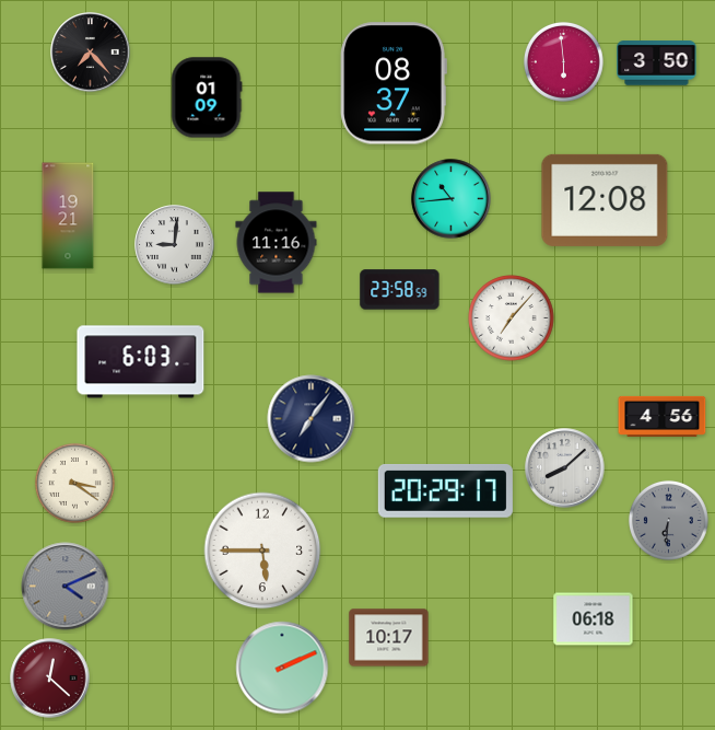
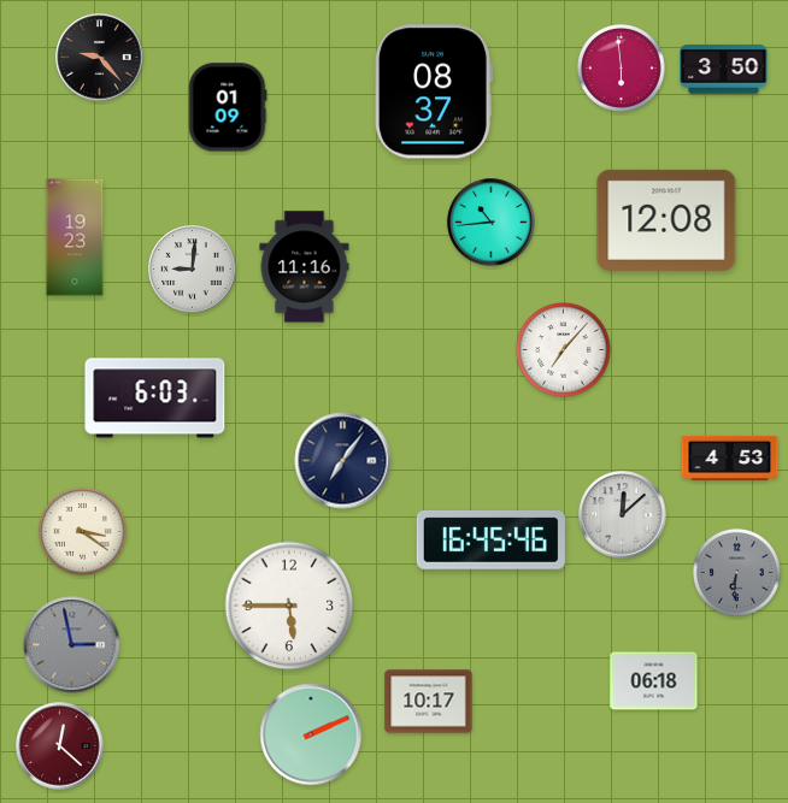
clock at (91, 53): 7:23 -> 9:23
clock at (452, 199) position: (452, 199) -> (492, 223)
clock at (68, 216): 19:21 -> 19:23
clock at (400, 290): 23:58 -> none
clock at (663, 416): 4:56 -> 4:53
clock at (565, 468): 8:08 -> 12:08
clock at (445, 490): 20:29 -> 16:45
clock at (66, 587): 4:11 -> 2:58
clock at (50, 679) position: (50, 679) -> (60, 746)
